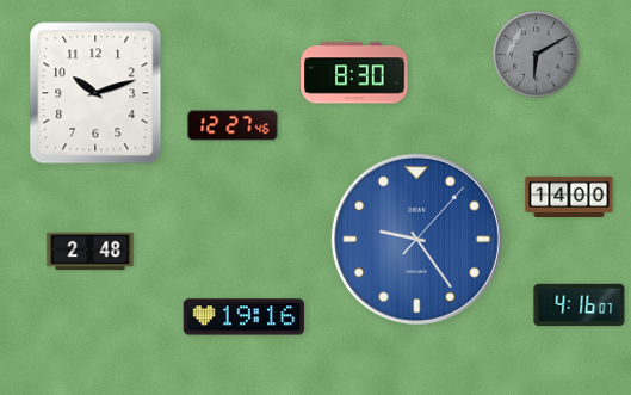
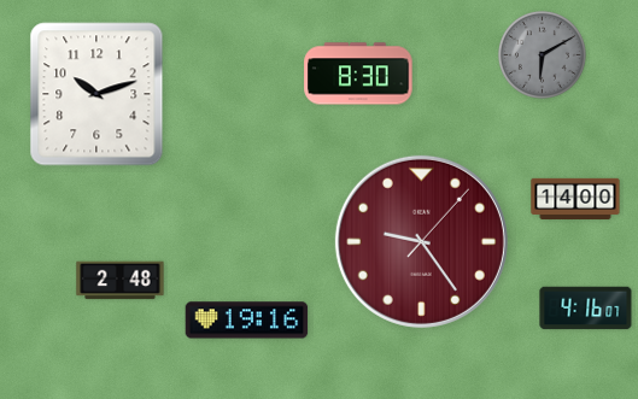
clock at (233, 125): 12:27 -> none
clock at (416, 239) dial: blue -> burgundy
clock at (91, 252) position: (91, 252) -> (121, 281)
